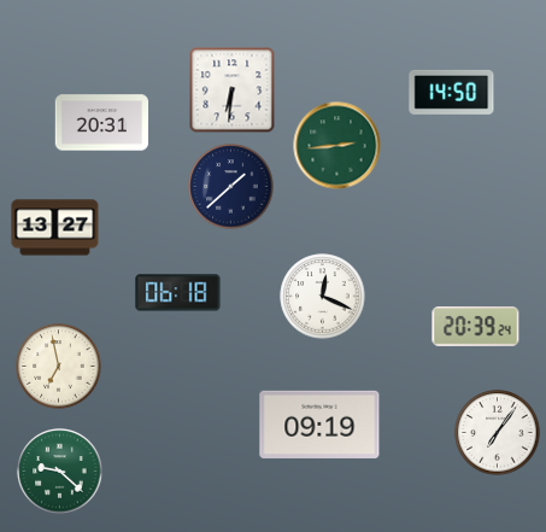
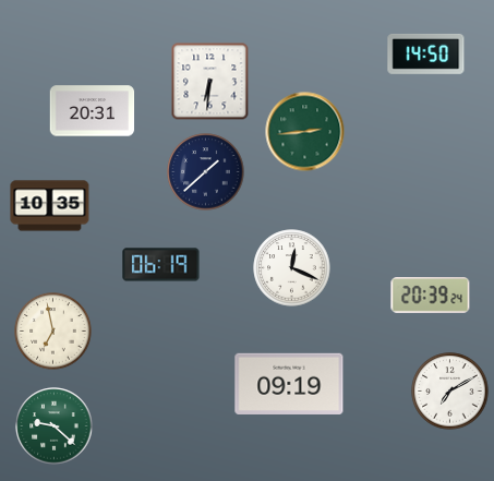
clock at (452, 92) position: (452, 92) -> (426, 53)
clock at (231, 187) position: (231, 187) -> (206, 172)
clock at (55, 228): 13:27 -> 10:35
clock at (178, 293): 06:18 -> 06:19
clock at (498, 433): 7:06 -> 7:10
